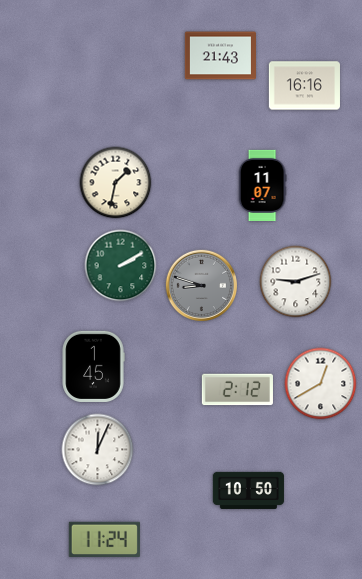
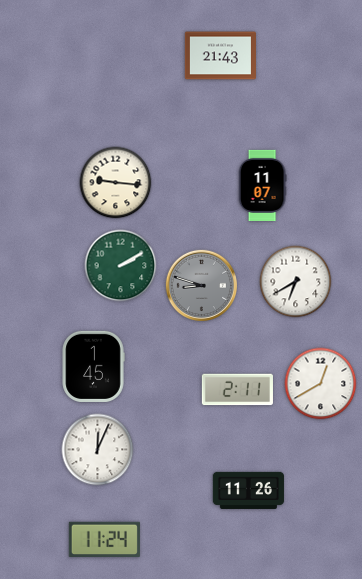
clock at (304, 86): 16:16 -> none
clock at (116, 183): 1:32 -> 9:16
clock at (296, 282): 9:12 -> 6:40
clock at (237, 390): 2:12 -> 2:11
clock at (248, 490): 10:50 -> 11:26
